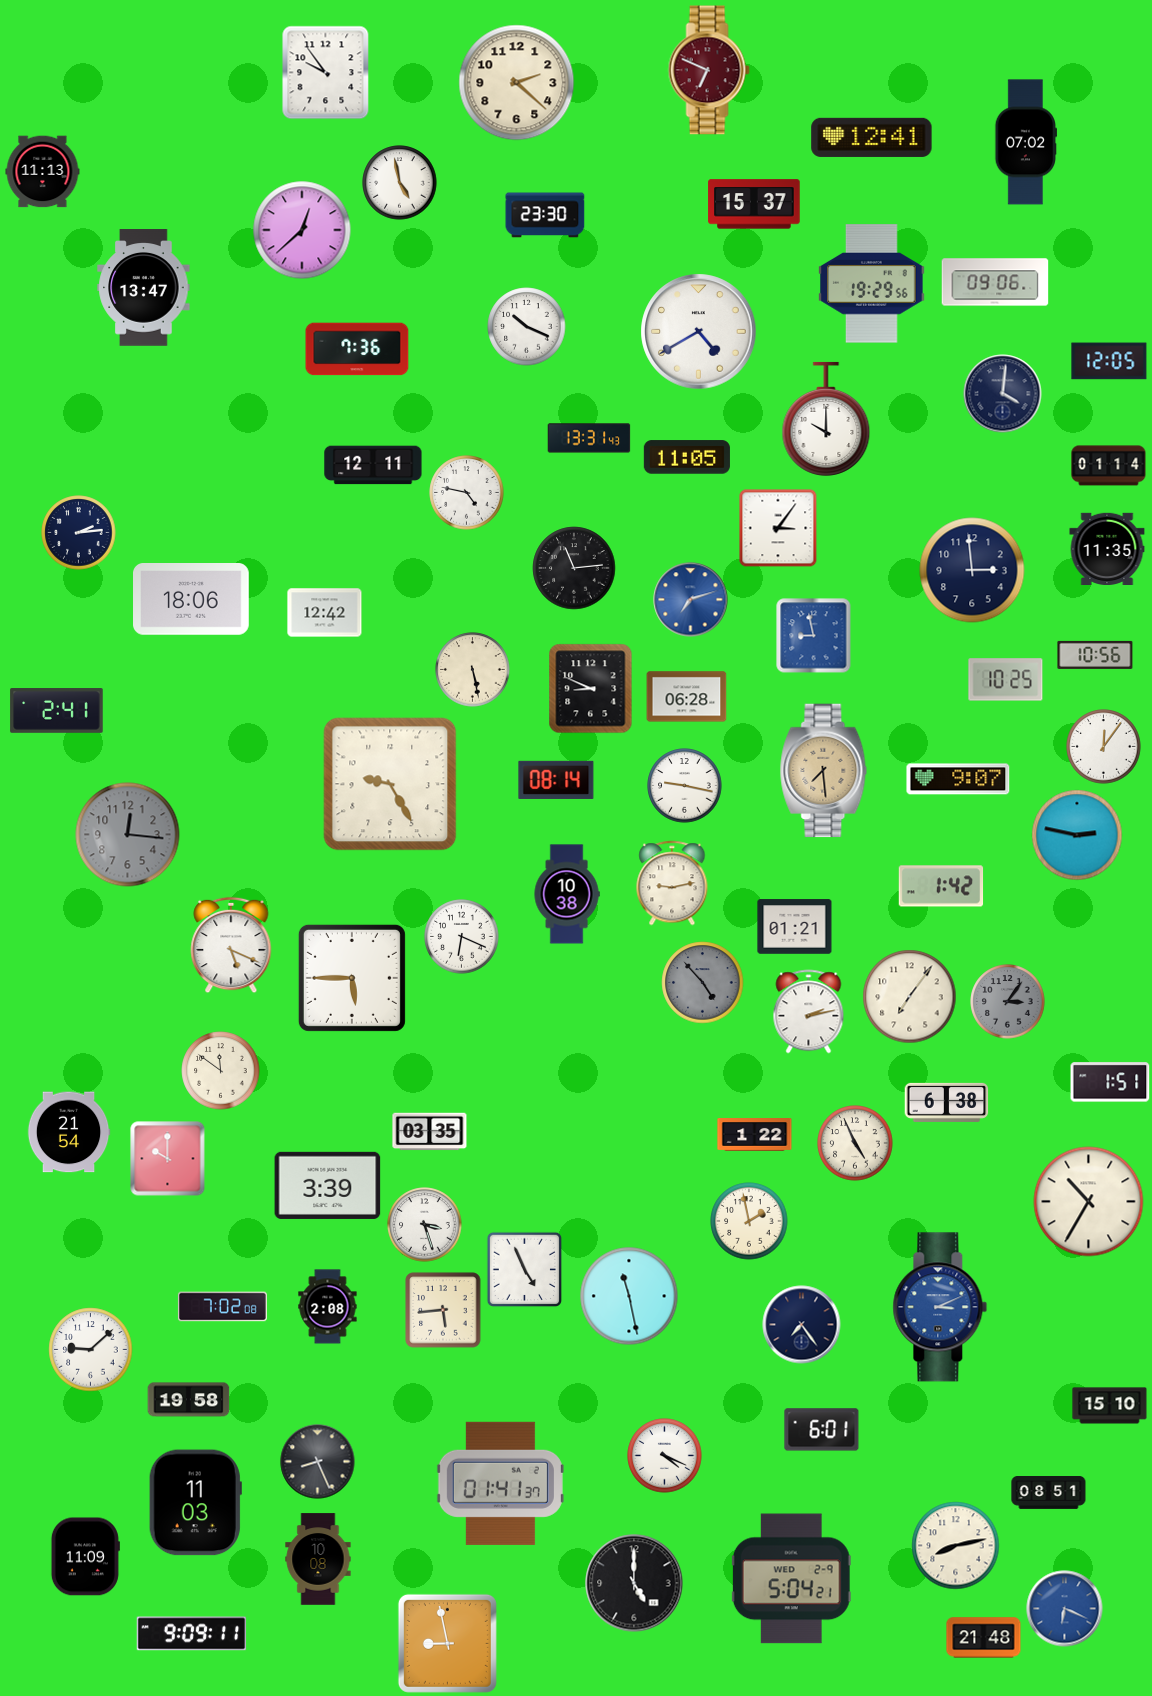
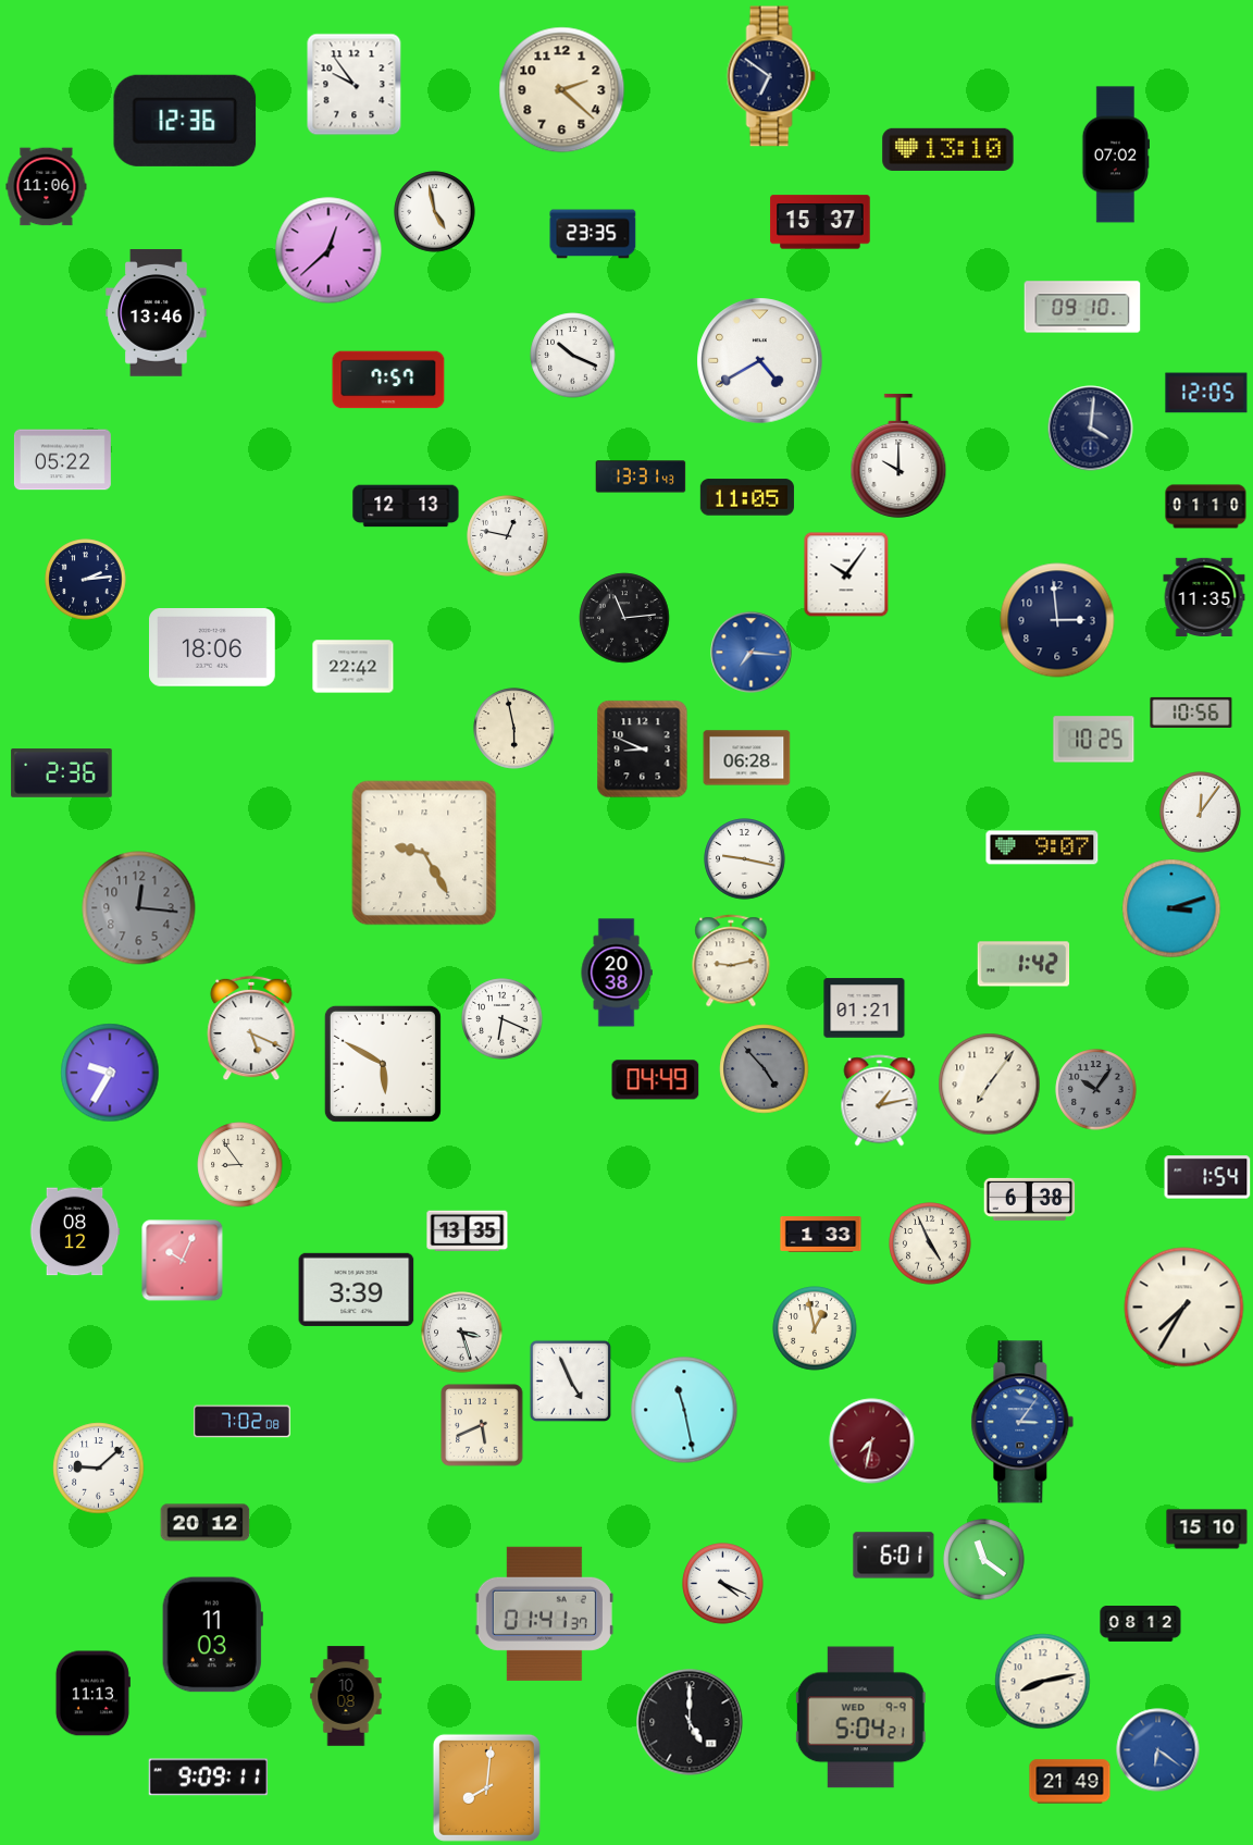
clock at (709, 70): 6:49 -> 6:51
clock at (709, 70) dial: burgundy -> navy
clock at (326, 73) position: (326, 73) -> (355, 85)
clock at (185, 121): none -> 12:36
clock at (872, 137): 12:41 -> 13:10
clock at (43, 172): 11:13 -> 11:06
clock at (400, 183) position: (400, 183) -> (435, 212)
clock at (545, 215): 23:30 -> 23:35
clock at (995, 282): 09:06 -> 09:10
clock at (872, 284): 19:29 -> none
clock at (144, 288): 13:47 -> 13:46
clock at (357, 349): 7:36 -> 7:57
clock at (62, 460): none -> 05:22
clock at (373, 465): 12:11 -> 12:13
clock at (1109, 466): 01:14 -> 01:10
clock at (467, 493): 4:47 -> 12:47
clock at (778, 528): 3:06 -> 10:06
clock at (192, 600) position: (192, 600) -> (213, 648)
clock at (691, 600): 7:12 -> 7:16
clock at (325, 613): 12:42 -> 22:42
clock at (814, 636): 8:58 -> none
clock at (473, 670): 5:28 -> 5:58
clock at (57, 711): 2:41 -> 2:36
clock at (824, 771): 7:29 -> none
clock at (556, 780): 08:14 -> none
clock at (685, 786) position: (685, 786) -> (745, 859)
clock at (1077, 835): 2:47 -> 3:12
clock at (567, 894): 10:38 -> 20:38
clock at (352, 978): 5:45 -> 5:50
clock at (110, 1073): none -> 9:35
clock at (656, 1080): none -> 04:49
clock at (1008, 1002): 3:06 -> 10:06
clock at (809, 1012): 2:13 -> 1:13
clock at (221, 1071): 11:51 -> 8:54
clock at (1110, 1082): 1:51 -> 1:54
clock at (69, 1132): 21:54 -> 08:12
clock at (430, 1132): 03:35 -> 13:35
clock at (755, 1135): 1:22 -> 1:33
clock at (168, 1159): 10:00 -> 10:04
clock at (1089, 1202): 10:35 -> 7:35
clock at (749, 1221): 1:58 -> 12:58
clock at (328, 1307): 2:08 -> none
clock at (940, 1307): 3:11 -> 3:06
clock at (443, 1310): 5:44 -> 5:41
clock at (802, 1325): 7:24 -> 7:32
clock at (802, 1325) dial: navy -> burgundy
clock at (189, 1400): 19:58 -> 20:12
clock at (984, 1560): none -> 11:21
clock at (318, 1462): 8:26 -> none
clock at (1049, 1493): 08:51 -> 08:12
clock at (956, 1546) position: (956, 1546) -> (1043, 1682)
clock at (85, 1557): 11:09 -> 11:13
clock at (791, 1579) date: WED 2-9 -> WED 9-9
clock at (1065, 1609): 6:19 -> 6:21
clock at (984, 1638): 21:48 -> 21:49
clock at (447, 1643): 8:58 -> 8:01
